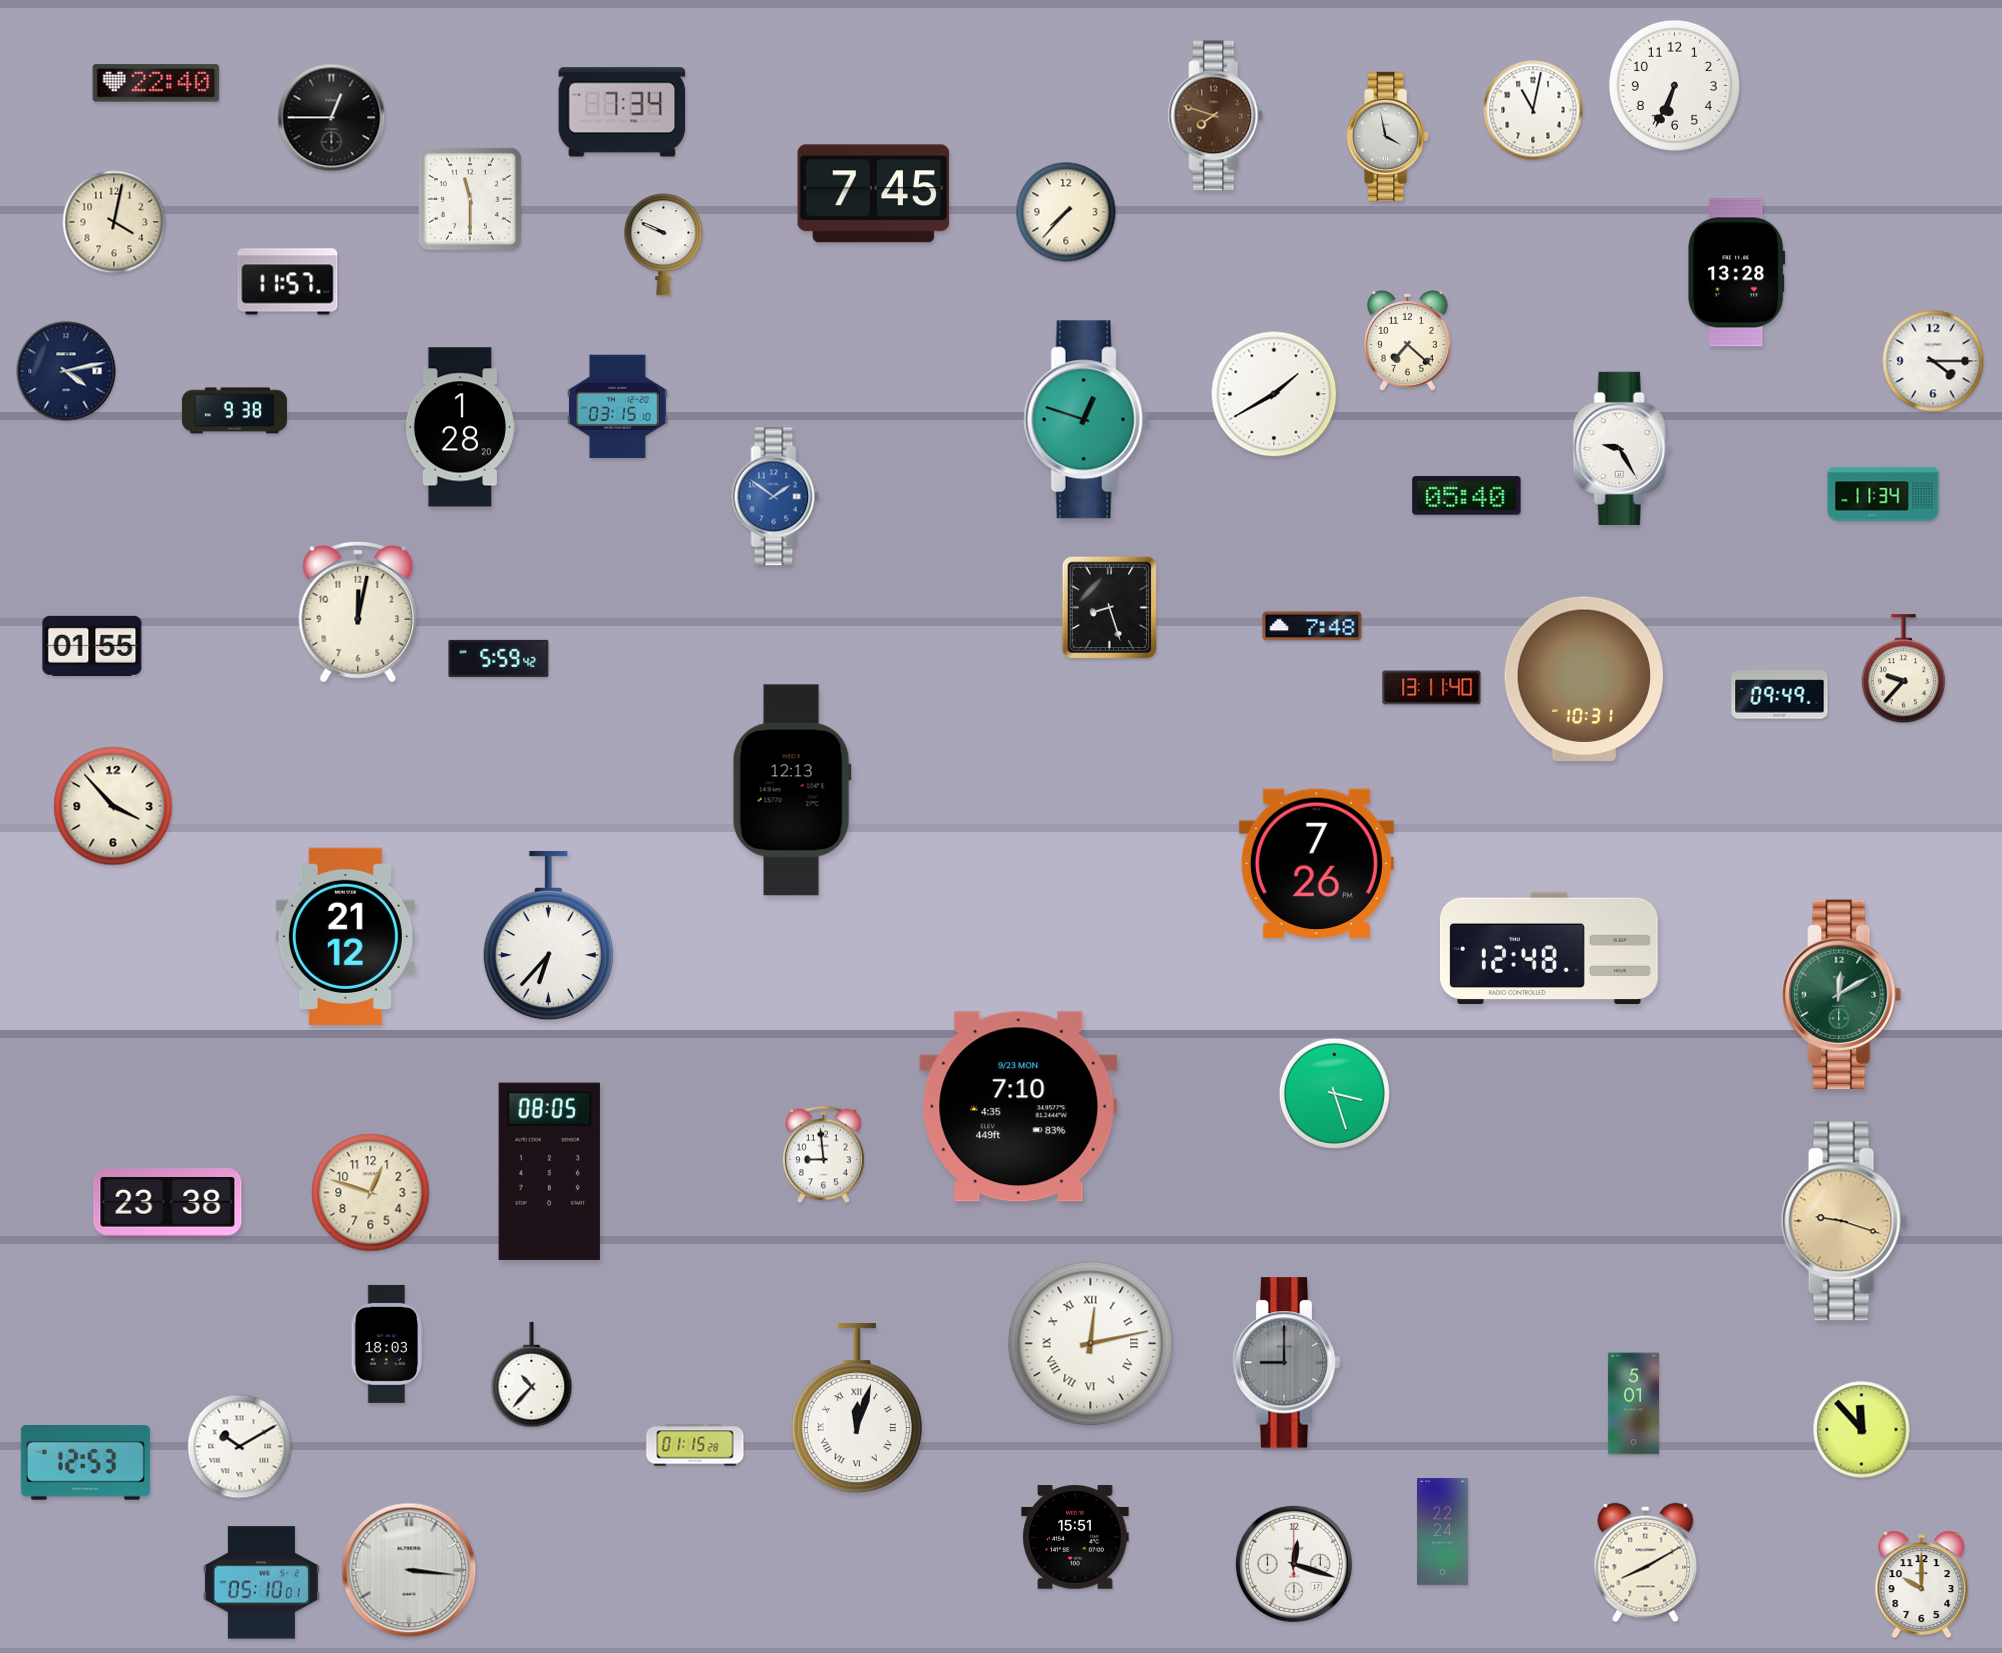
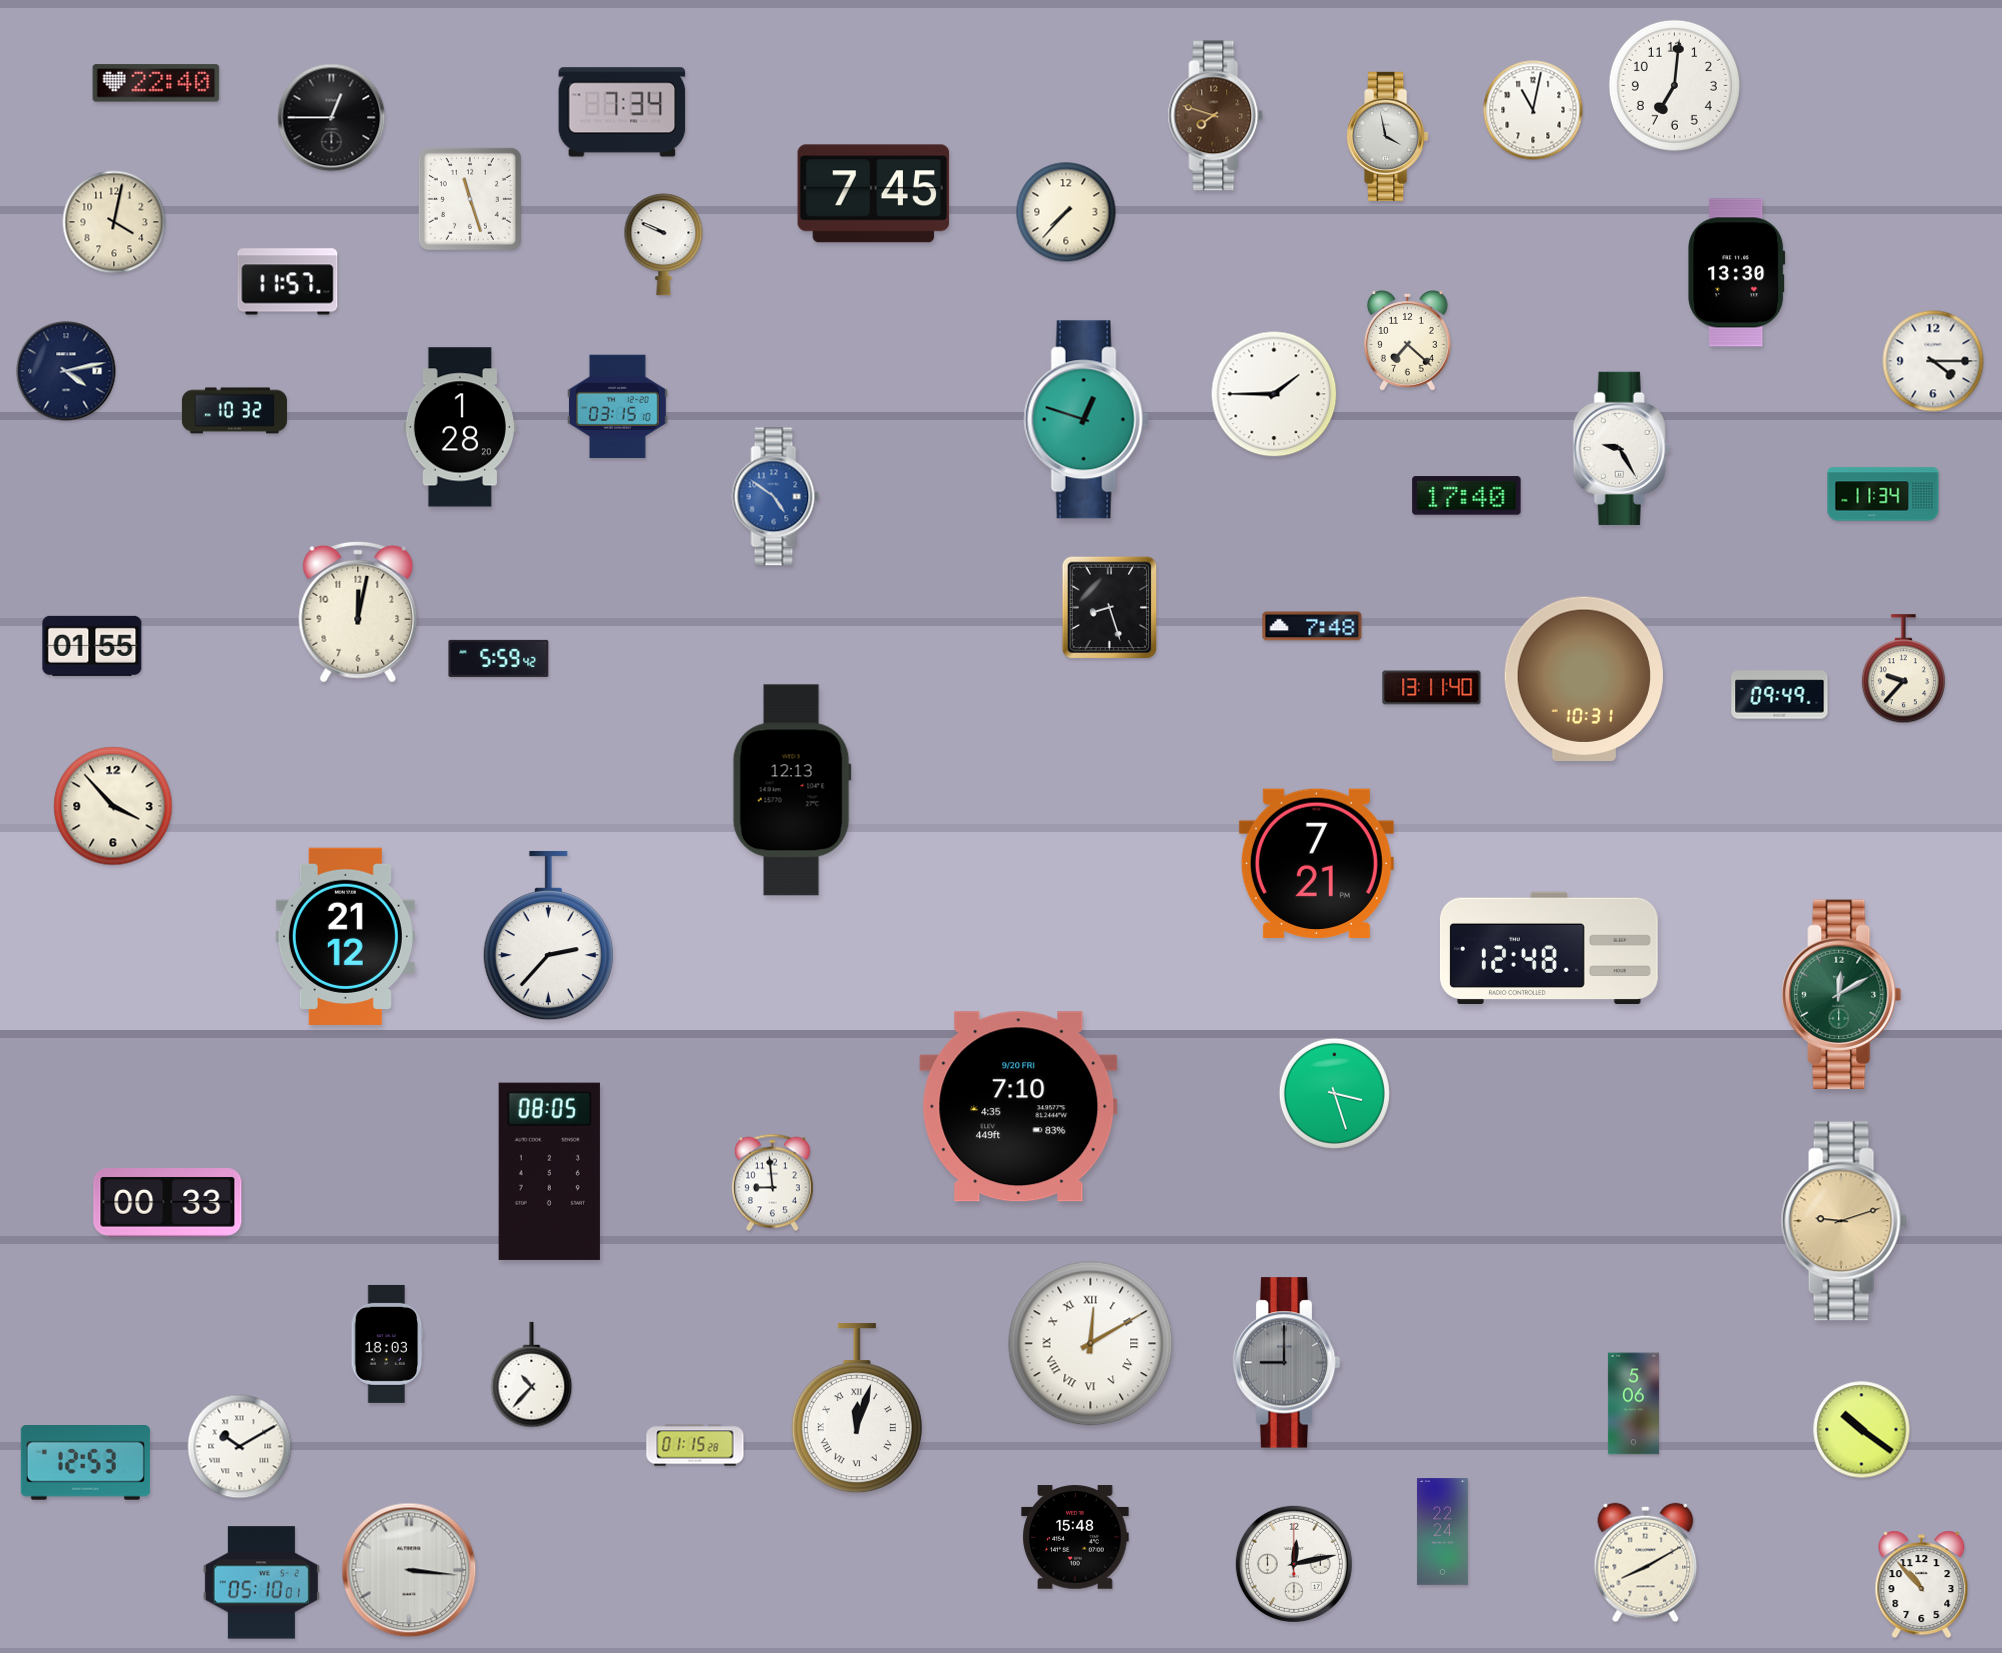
clock at (1674, 85): 6:34 -> 7:01
clock at (470, 199): 11:30 -> 11:27
clock at (1737, 273): 13:28 -> 13:30
clock at (1274, 394): 1:40 -> 1:45
clock at (234, 411): 9:38 -> 10:32
clock at (1467, 496): 05:40 -> 17:40
clock at (776, 497): 1:51 -> 4:51
clock at (1316, 863): 7:26 -> 7:21
clock at (548, 936): 6:37 -> 2:37
clock at (1019, 1107) date: 9/23 MON -> 9/20 FRI
clock at (823, 1155) position: (823, 1155) -> (772, 1183)
clock at (371, 1193): 12:48 -> none
clock at (168, 1203): 23:38 -> 00:33
clock at (1844, 1221): 9:18 -> 9:12
clock at (1091, 1344): 12:13 -> 12:10
clock at (1633, 1404): 5:01 -> 5:06
clock at (1862, 1430): 11:53 -> 10:21
clock at (1075, 1537): 15:51 -> 15:48
clock at (1294, 1564): 12:18 -> 12:13
clock at (1922, 1585): 10:00 -> 10:53
